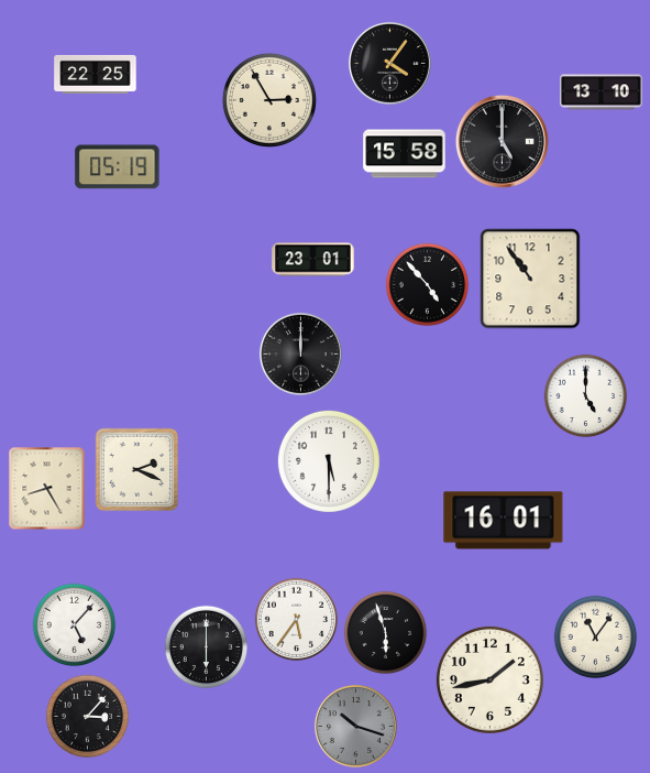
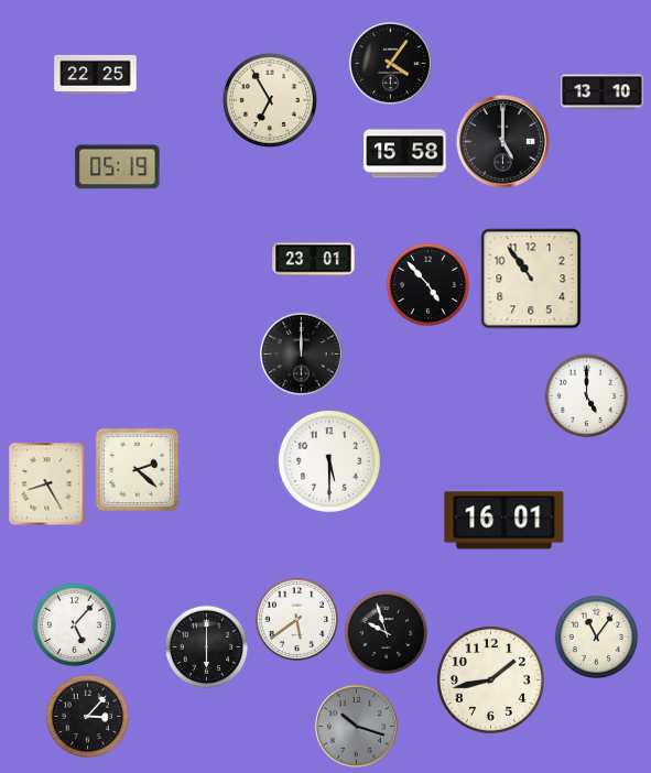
clock at (269, 100): 2:55 -> 6:55
clock at (137, 470): 2:19 -> 2:22
clock at (47, 489) position: (47, 489) -> (47, 485)
clock at (297, 620): 5:36 -> 5:39
clock at (386, 633): 5:57 -> 9:57
